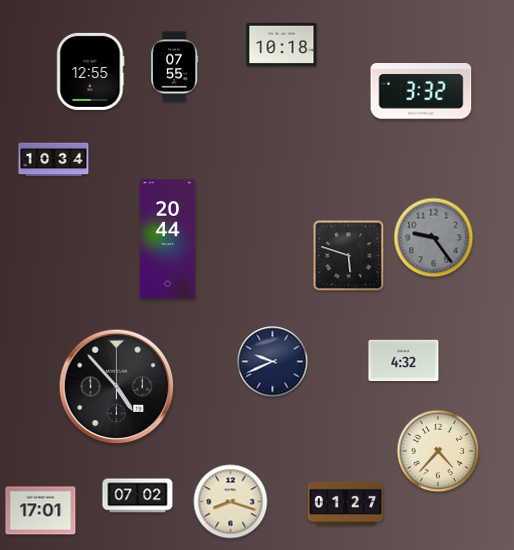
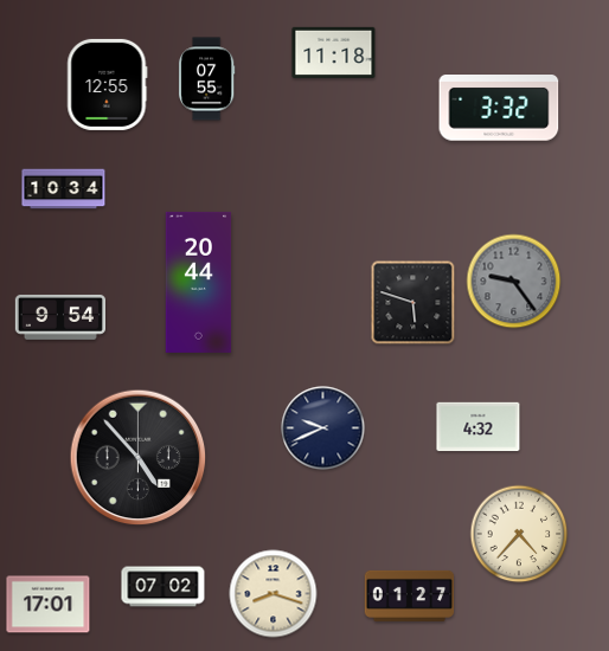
clock at (282, 44): 10:18 -> 11:18
clock at (59, 317): none -> 9:54
